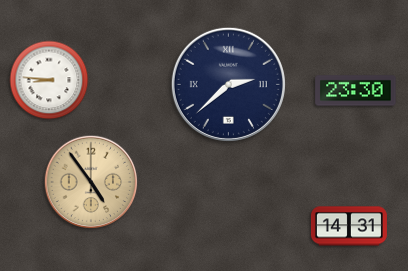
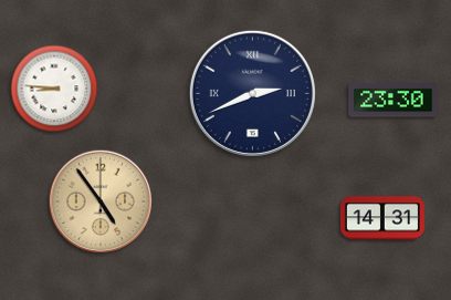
clock at (228, 84): 2:38 -> 2:41
clock at (349, 226) position: (349, 226) -> (382, 218)
